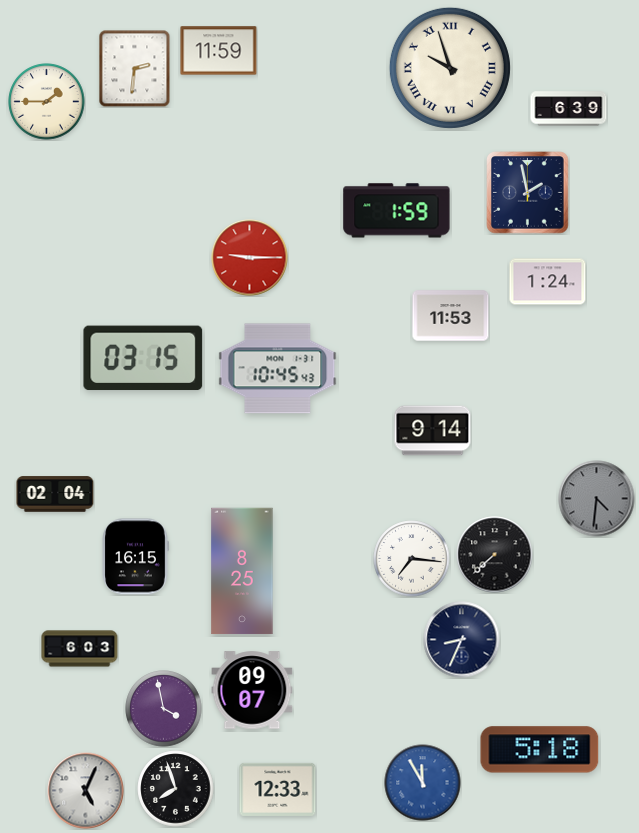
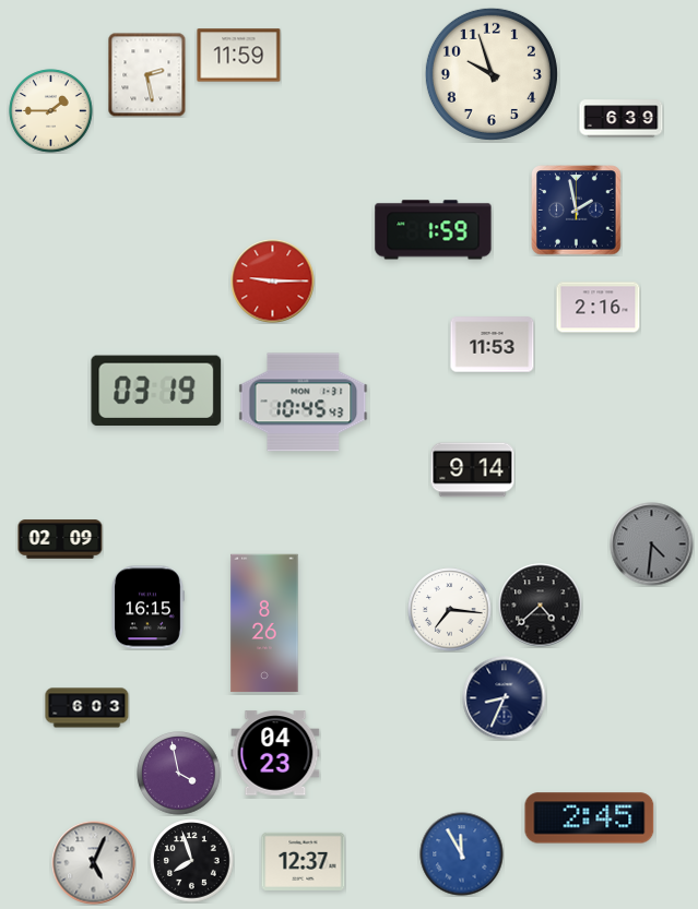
clock at (135, 68): 2:31 -> 2:28
clock at (450, 68) numerals: Roman -> Arabic
clock at (548, 282): 1:24 -> 2:16
clock at (143, 358): 03:15 -> 03:19
clock at (55, 494): 02:04 -> 02:09
clock at (495, 555): 7:38 -> 4:38
clock at (242, 571): 8:25 -> 8:26
clock at (252, 690): 09:07 -> 04:23
clock at (540, 750): 5:18 -> 2:45
clock at (278, 789): 12:33 -> 12:37
